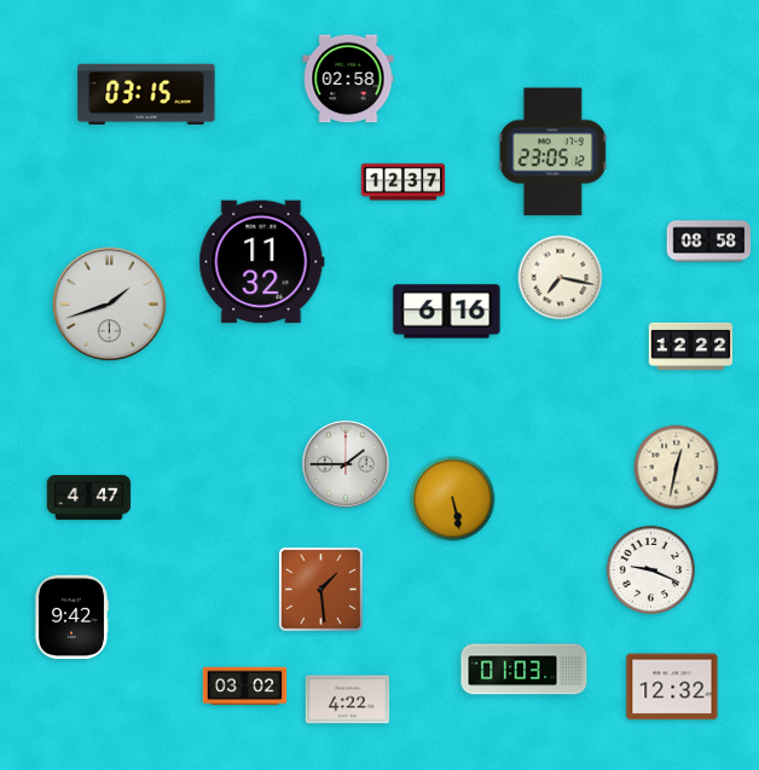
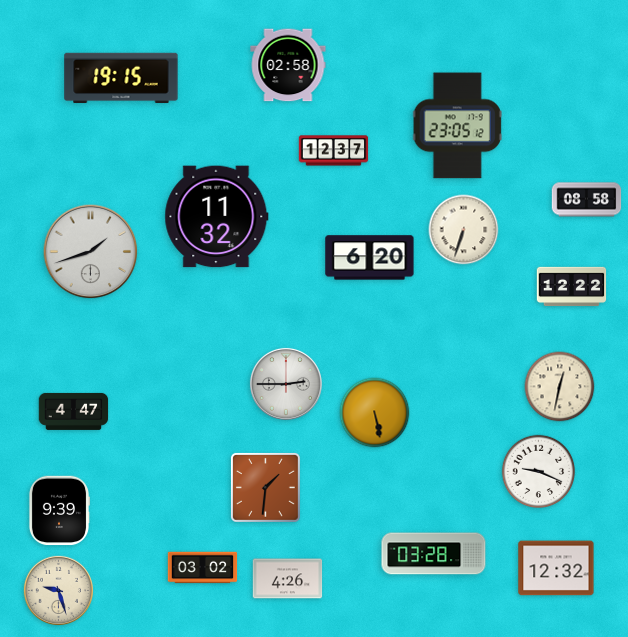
clock at (146, 94): 03:15 -> 19:15
clock at (561, 278): 7:17 -> 6:33
clock at (447, 312): 6:16 -> 6:20
clock at (346, 464): 1:45 -> 2:45
clock at (320, 589): 1:29 -> 1:31
clock at (70, 618): 9:42 -> 9:39
clock at (525, 670): 01:03 -> 03:28
clock at (348, 700): 4:22 -> 4:26
clock at (58, 590): none -> 9:27
